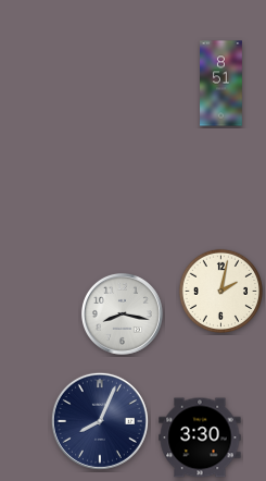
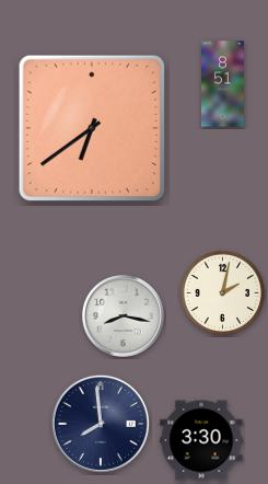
clock at (91, 127): none -> 6:39
clock at (100, 421): 8:04 -> 7:59
